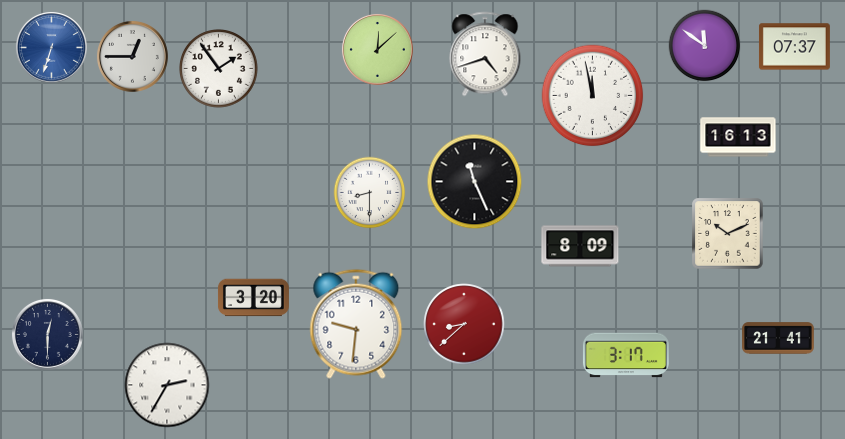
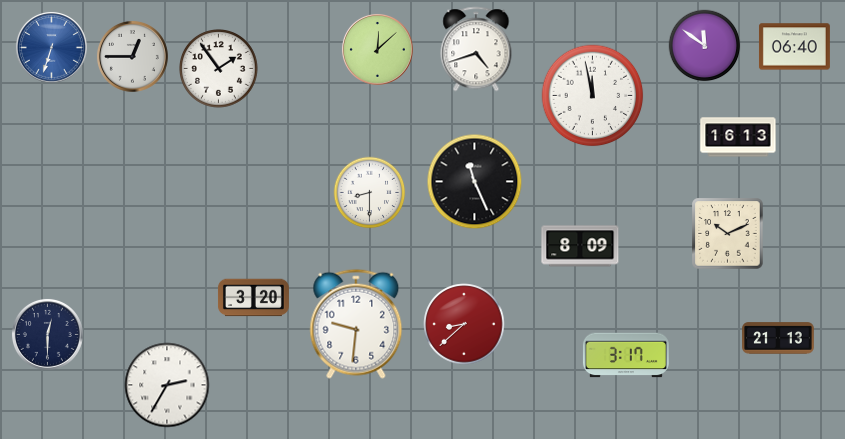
clock at (794, 47): 07:37 -> 06:40
clock at (485, 54) position: (485, 54) -> (476, 49)
clock at (778, 338): 21:41 -> 21:13
